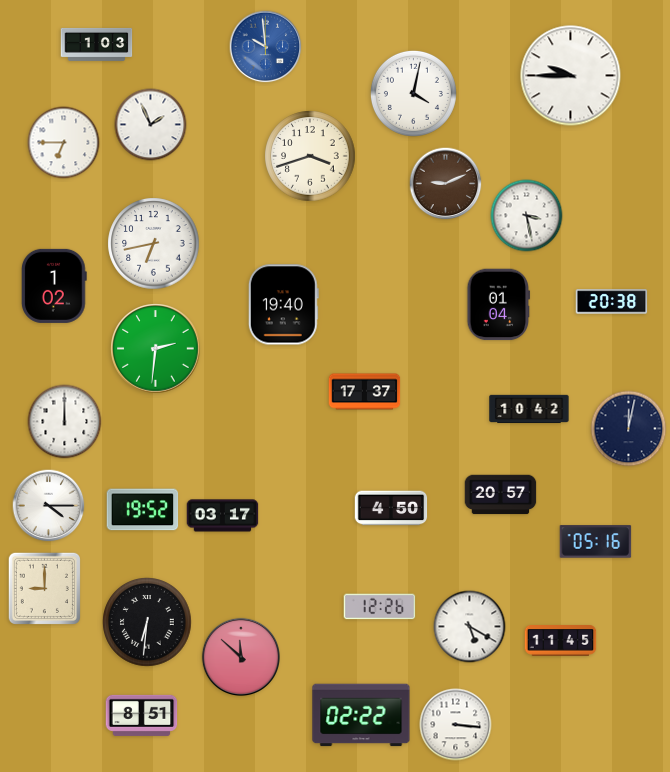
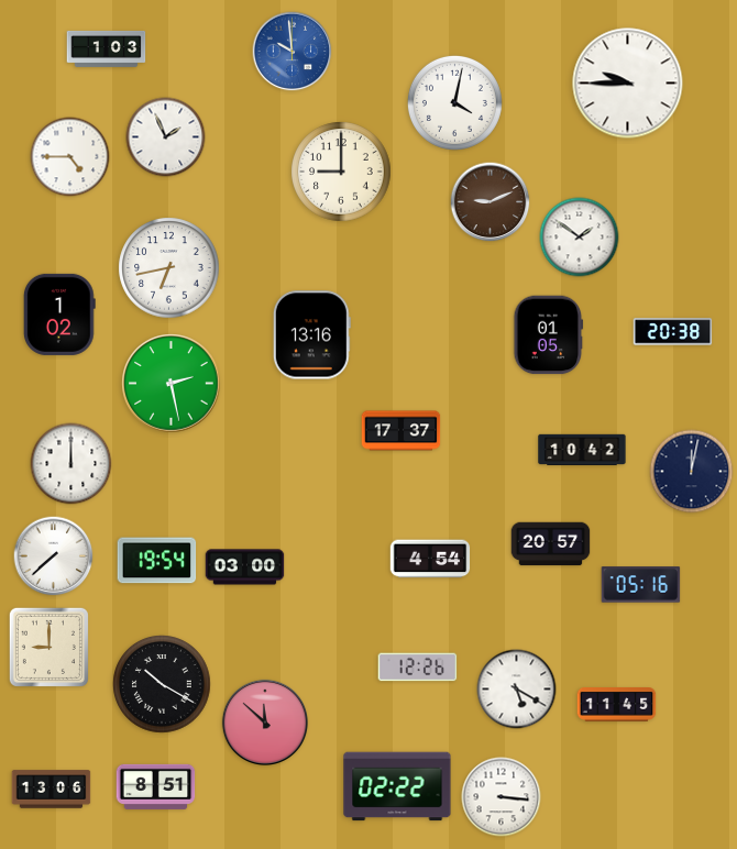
clock at (64, 143): 6:45 -> 4:45
clock at (310, 156): 3:42 -> 9:00
clock at (527, 216): 3:28 -> 1:51
clock at (283, 305): 19:40 -> 13:16
clock at (499, 305): 01:04 -> 01:05
clock at (156, 349): 2:31 -> 2:28
clock at (49, 506): 4:15 -> 7:38
clock at (391, 508): 4:50 -> 4:54
clock at (143, 510): 19:52 -> 19:54
clock at (223, 516): 03:17 -> 03:00
clock at (596, 542) position: (596, 542) -> (641, 585)
clock at (148, 623): 6:31 -> 10:20
clock at (52, 790): none -> 13:06
